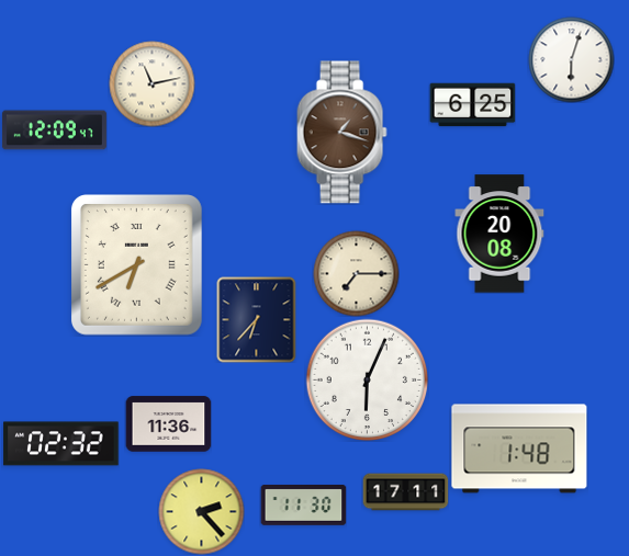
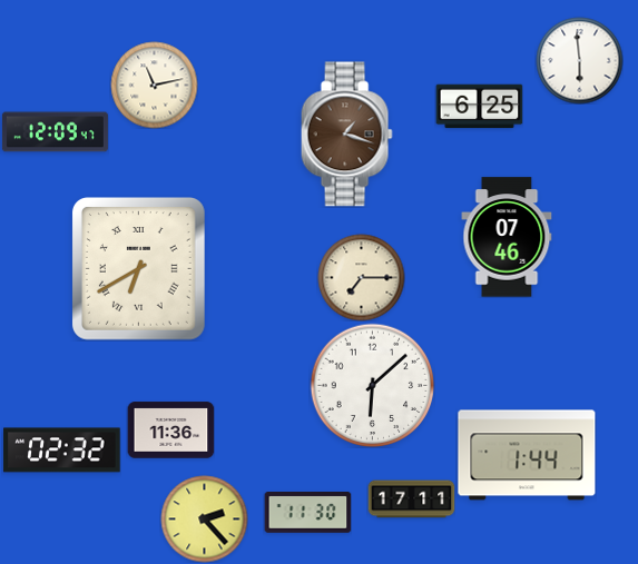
clock at (571, 59): 6:03 -> 5:59
clock at (499, 234): 20:08 -> 07:46
clock at (257, 319): 6:37 -> none
clock at (367, 379): 6:04 -> 6:08
clock at (519, 449): 1:48 -> 1:44
